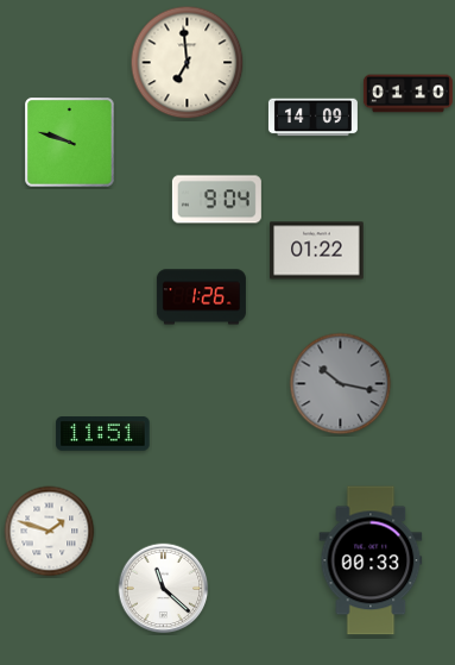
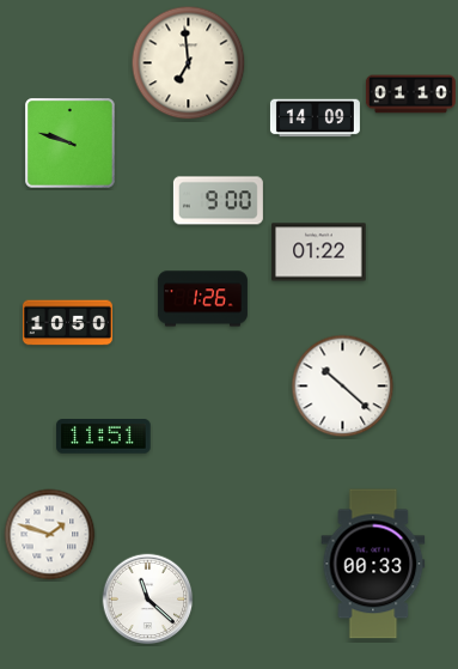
clock at (216, 200): 9:04 -> 9:00
clock at (67, 323): none -> 10:50
clock at (341, 384): 10:17 -> 10:22
clock at (341, 384) dial: grey -> white
clock at (164, 589) position: (164, 589) -> (148, 600)
